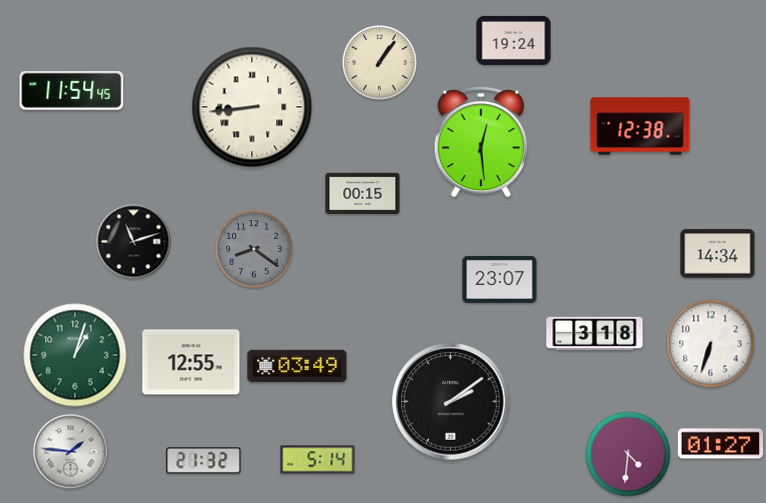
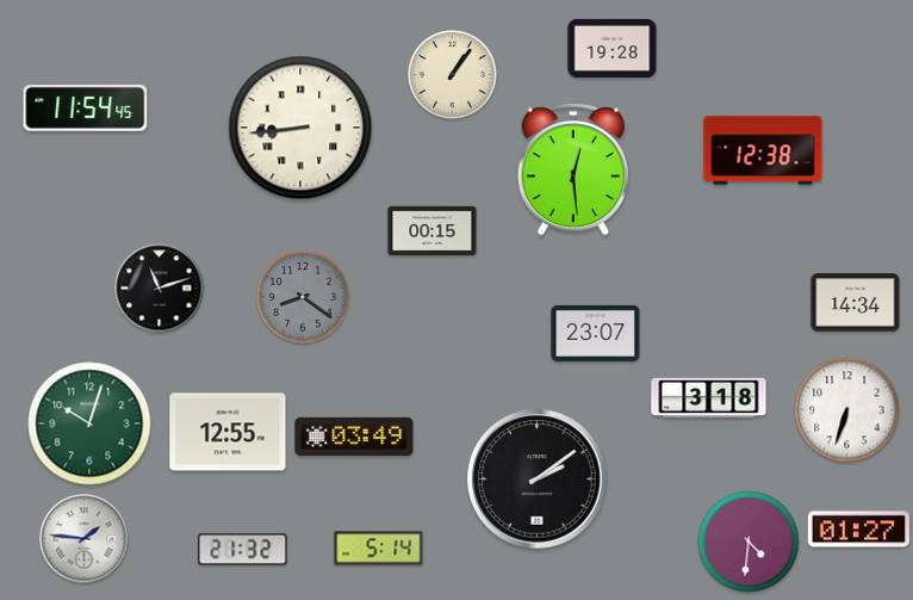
clock at (514, 40): 19:24 -> 19:28
clock at (75, 355): 1:03 -> 10:03
